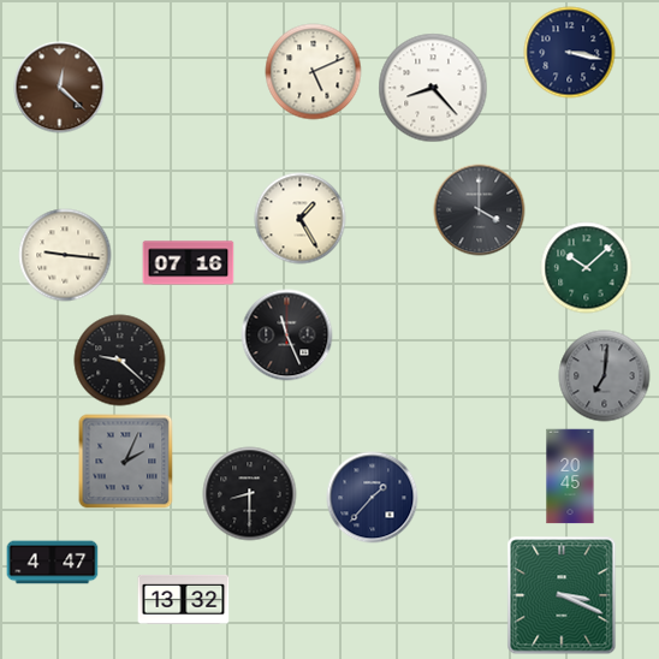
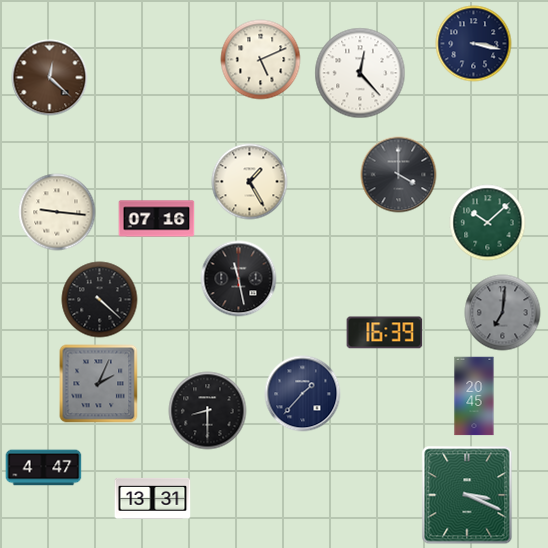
clock at (60, 88) position: (60, 88) -> (50, 78)
clock at (433, 88): 8:23 -> 12:23
clock at (65, 255) position: (65, 255) -> (57, 212)
clock at (287, 336): 11:26 -> 11:28
clock at (120, 361): 9:22 -> 4:22
clock at (385, 333): none -> 16:39
clock at (126, 462) position: (126, 462) -> (99, 384)
clock at (373, 498) position: (373, 498) -> (303, 394)
clock at (184, 599): 13:32 -> 13:31
